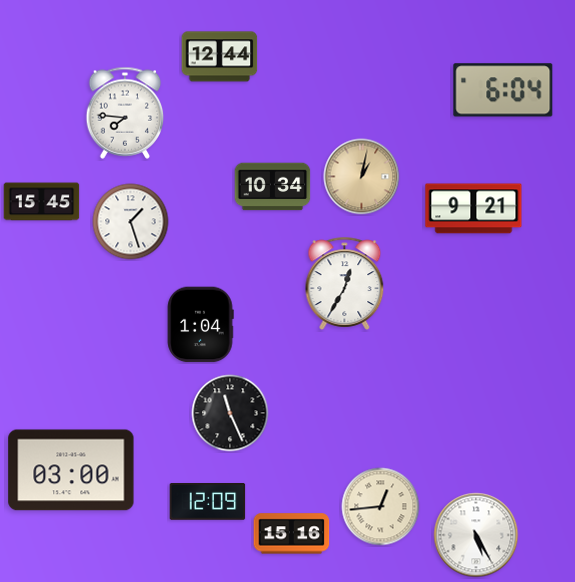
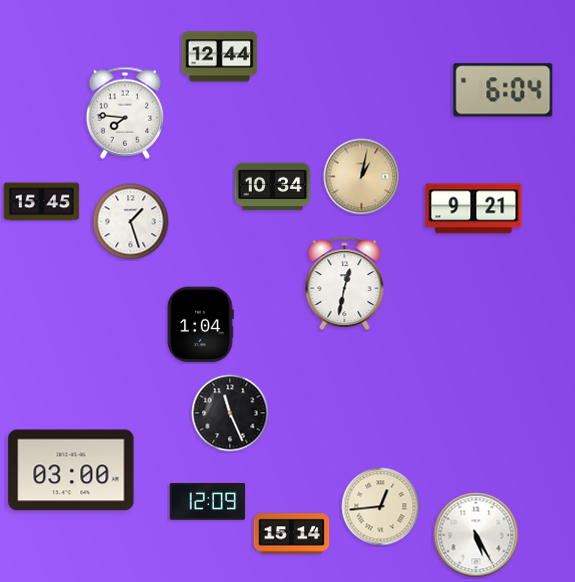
clock at (345, 283): 12:35 -> 12:32
clock at (292, 534): 15:16 -> 15:14
